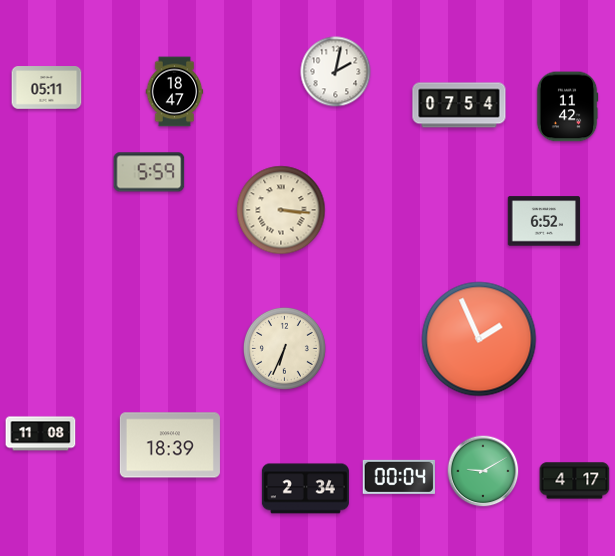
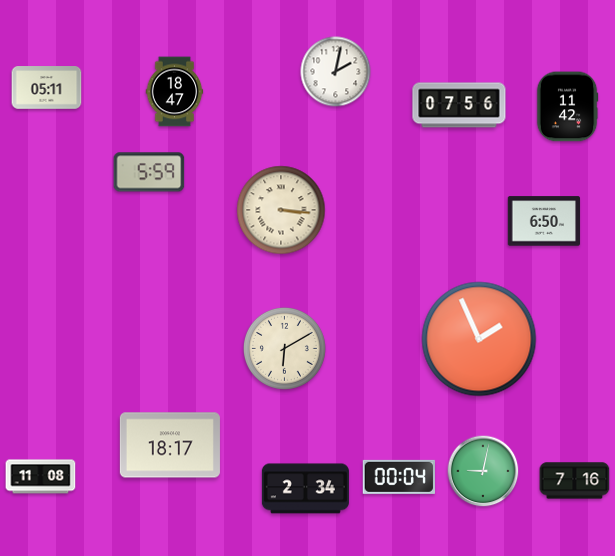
clock at (459, 105): 07:54 -> 07:56
clock at (544, 221): 6:52 -> 6:50
clock at (284, 348): 6:34 -> 6:10
clock at (41, 434) position: (41, 434) -> (41, 477)
clock at (170, 445): 18:39 -> 18:17
clock at (483, 471): 9:10 -> 9:02
clock at (575, 481): 4:17 -> 7:16
